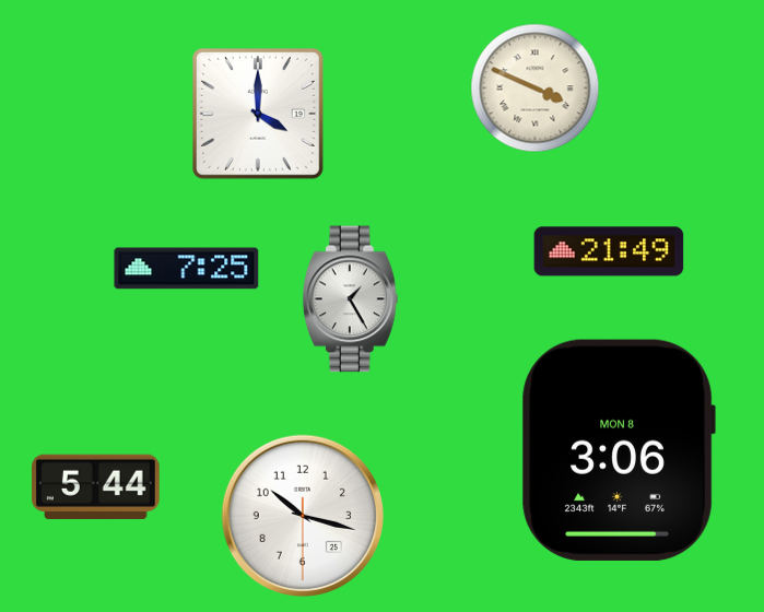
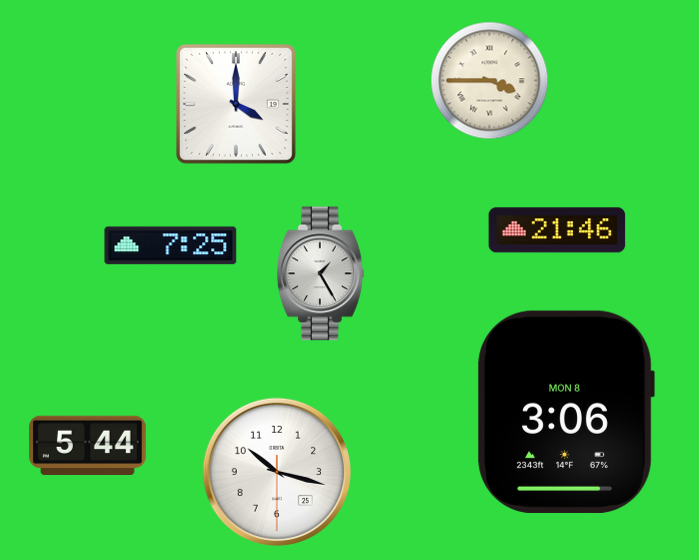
clock at (536, 89): 3:49 -> 3:45
clock at (609, 251): 21:49 -> 21:46
